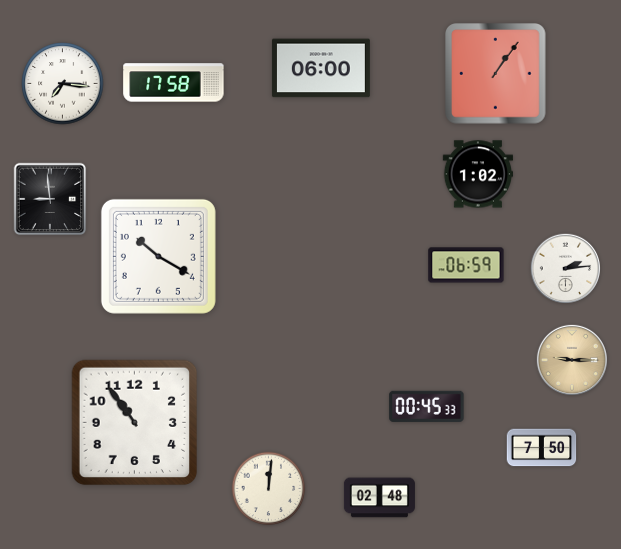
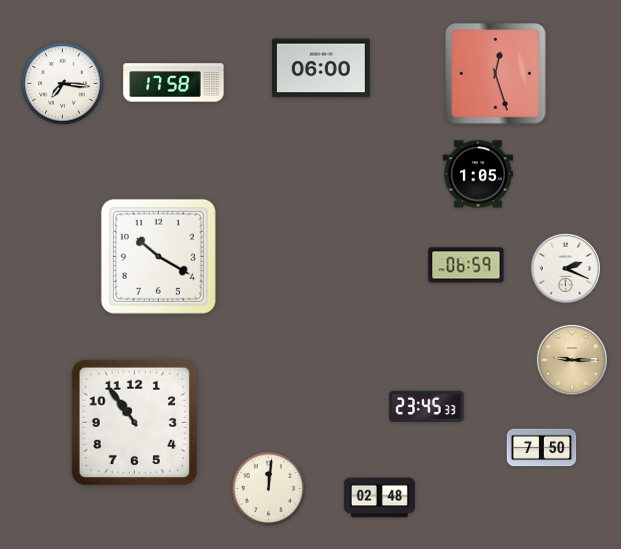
clock at (496, 74): 1:06 -> 12:27
clock at (477, 174): 1:02 -> 1:05
clock at (50, 199): 8:59 -> none
clock at (566, 269): 2:14 -> 2:19
clock at (427, 406): 00:45 -> 23:45
